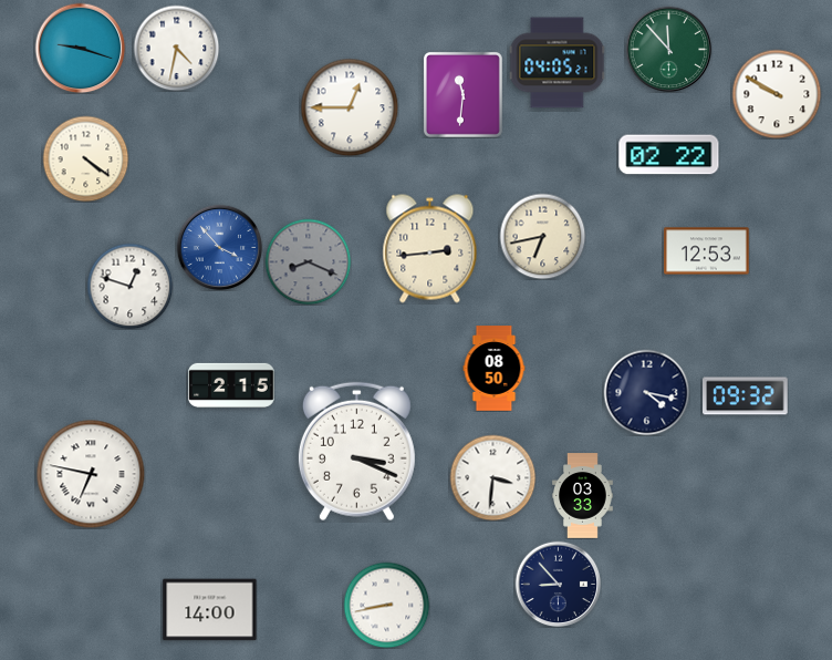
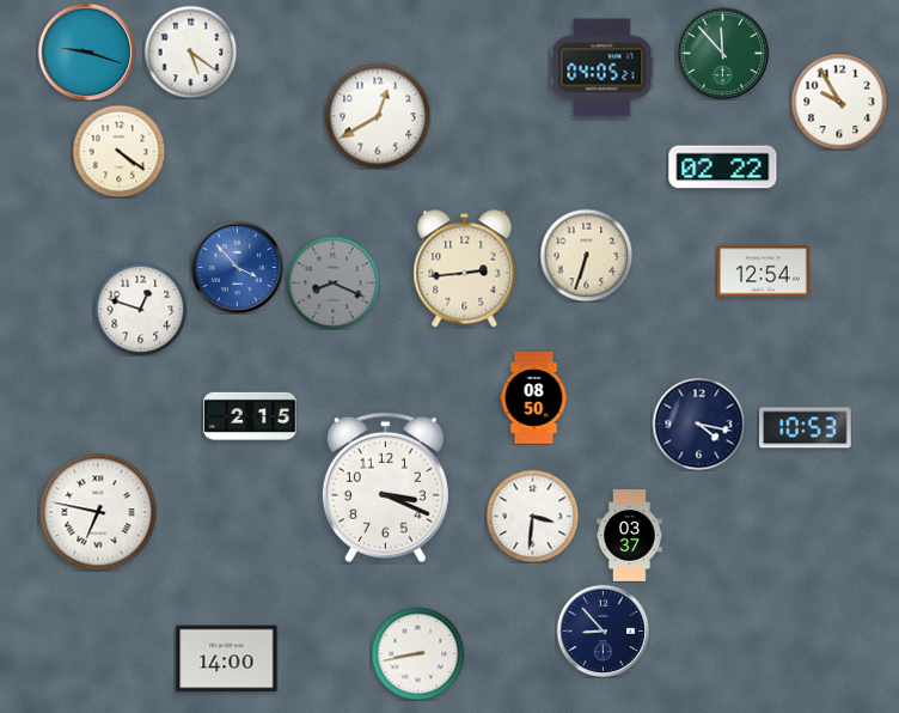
clock at (176, 48): 4:32 -> 5:21
clock at (462, 94): 11:31 -> none
clock at (777, 94): 9:50 -> 9:55
clock at (350, 107): 12:45 -> 12:40
clock at (85, 158) position: (85, 158) -> (118, 151)
clock at (542, 236): 6:43 -> 6:33
clock at (707, 251): 12:53 -> 12:54
clock at (746, 396): 09:32 -> 10:53
clock at (583, 496): 03:33 -> 03:37
